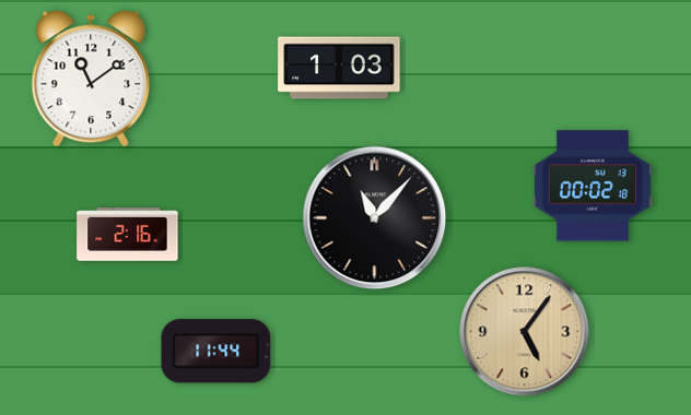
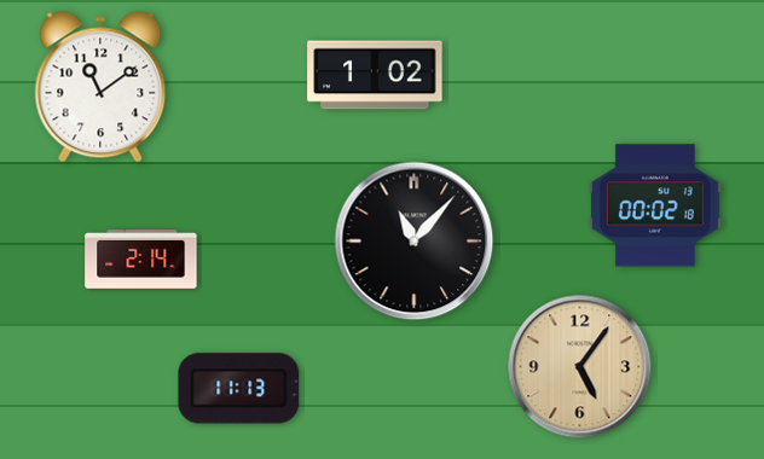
clock at (339, 68): 1:03 -> 1:02
clock at (128, 235): 2:16 -> 2:14
clock at (216, 352): 11:44 -> 11:13
